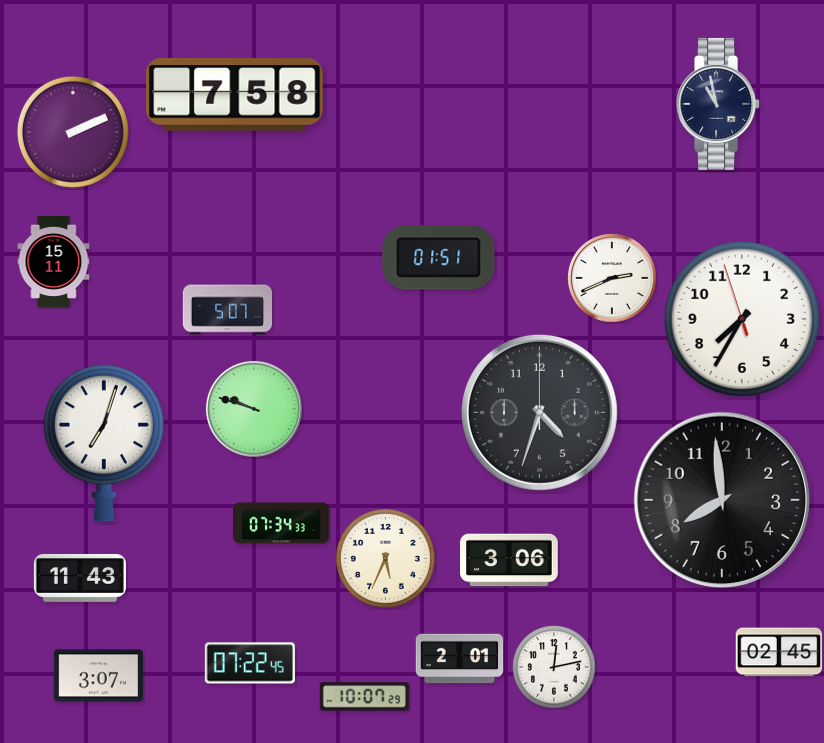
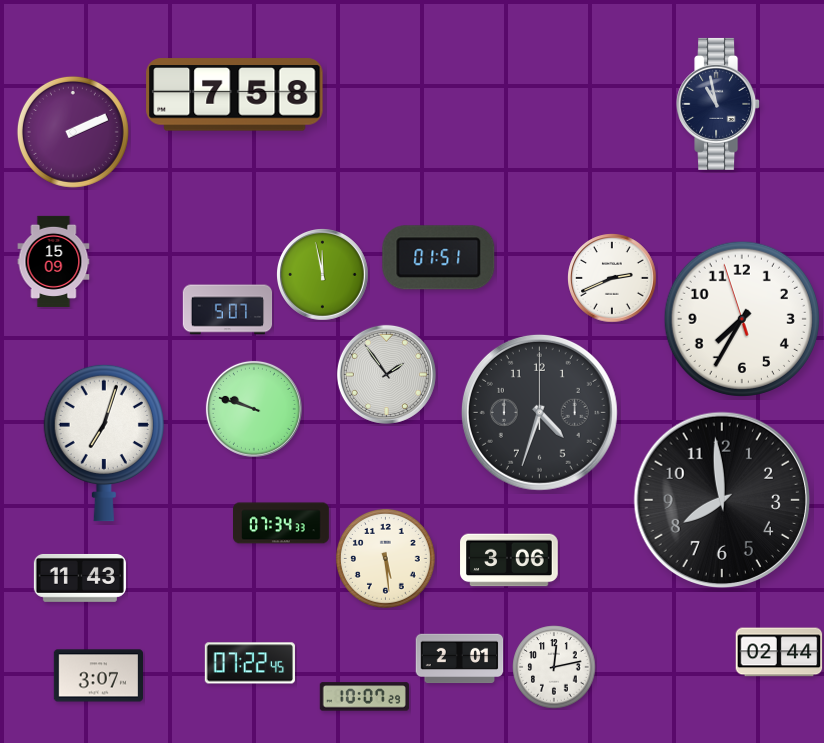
clock at (54, 261): 15:11 -> 15:09
clock at (323, 275): none -> 11:58
clock at (386, 374): none -> 1:54
clock at (385, 558): 5:34 -> 5:29
clock at (779, 652): 02:45 -> 02:44
